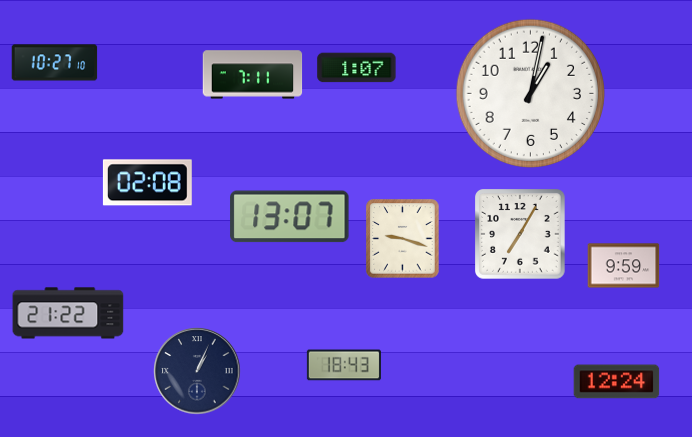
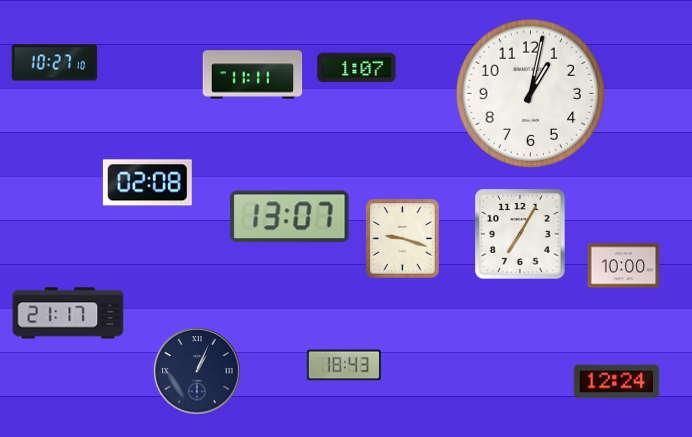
clock at (253, 75): 7:11 -> 11:11
clock at (624, 266): 9:59 -> 10:00
clock at (68, 313): 21:22 -> 21:17
